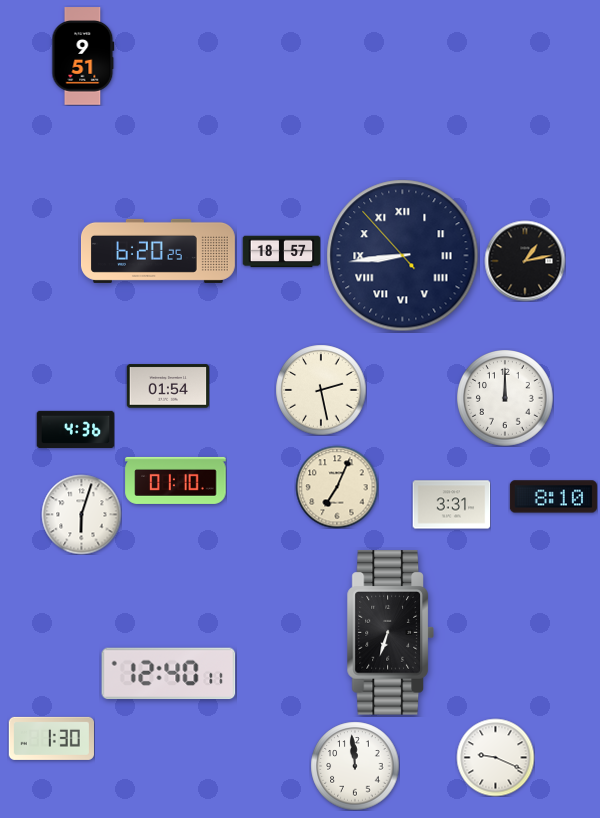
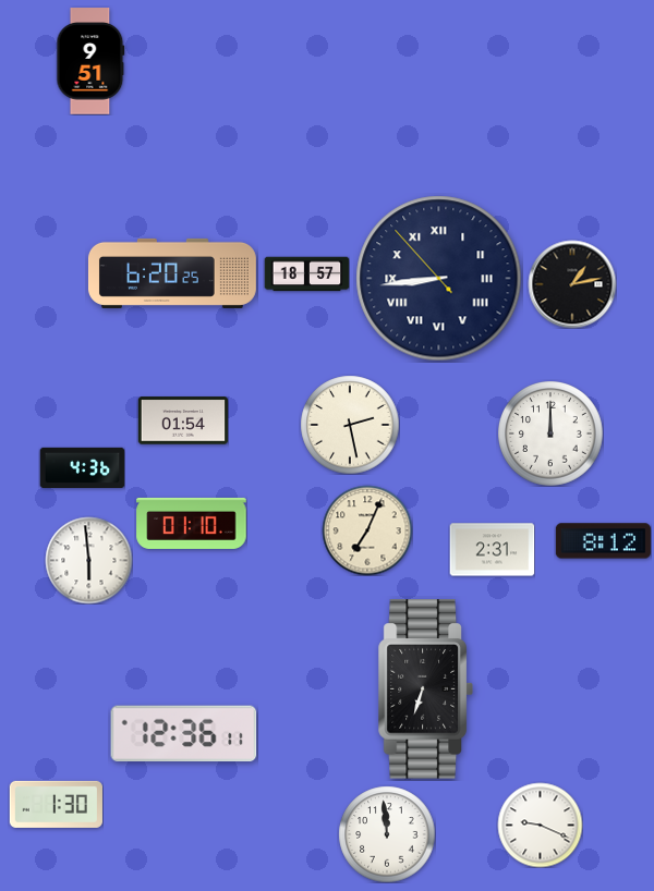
clock at (553, 497): 8:10 -> 8:12
clock at (451, 505): 3:31 -> 2:31
clock at (81, 514): 6:03 -> 5:59
clock at (169, 674): 12:40 -> 12:36
